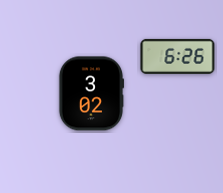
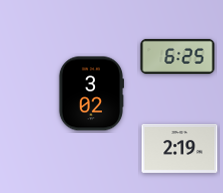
clock at (178, 56): 6:26 -> 6:25
clock at (180, 148): none -> 2:19
